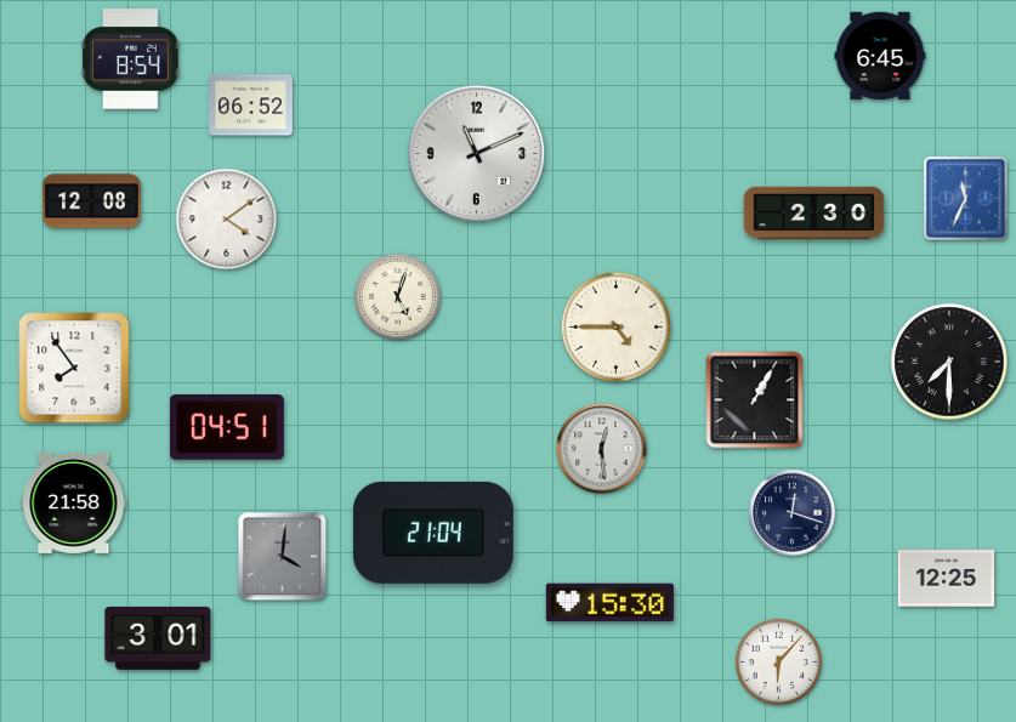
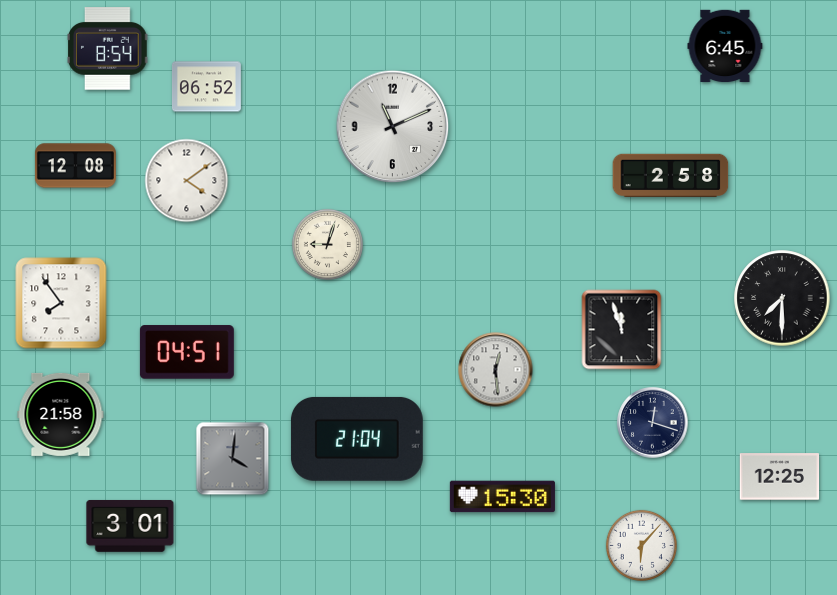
clock at (966, 199): 11:34 -> none
clock at (814, 214): 2:30 -> 2:58
clock at (397, 296): 5:03 -> 9:03
clock at (615, 326): 4:45 -> none
clock at (755, 400): 1:05 -> 11:57
